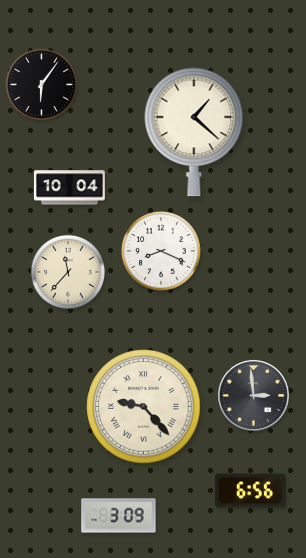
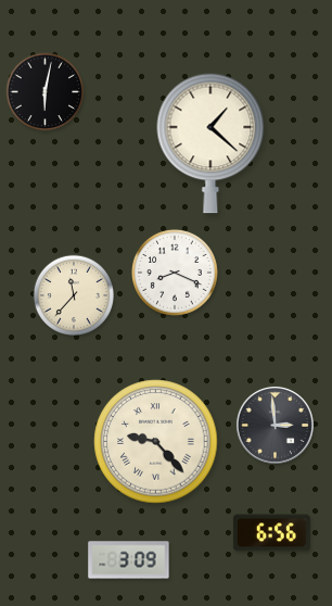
clock at (42, 85): 6:06 -> 6:02
clock at (69, 188): 10:04 -> none
clock at (253, 395) position: (253, 395) -> (274, 425)
